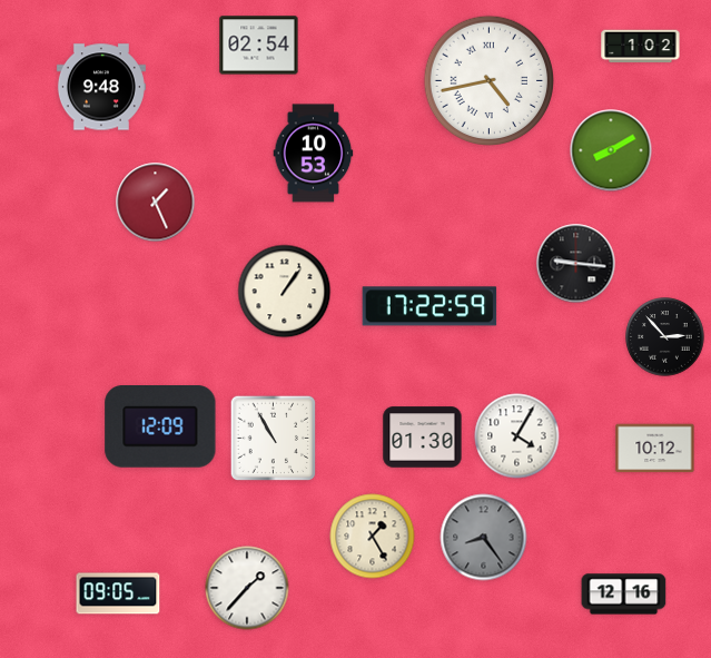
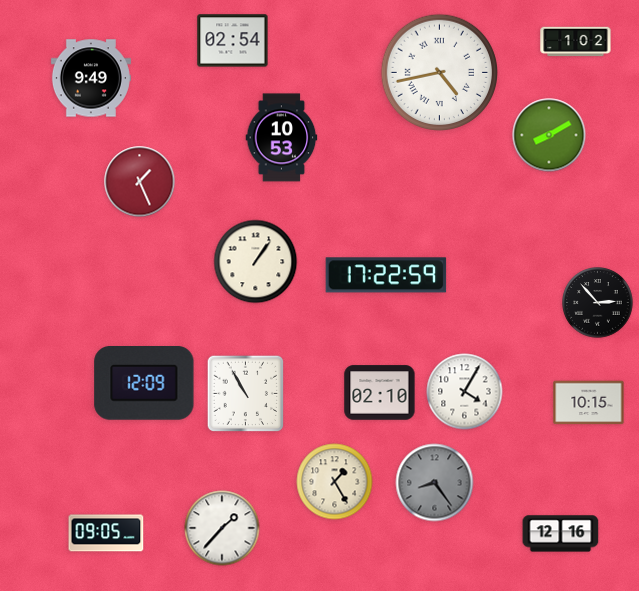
clock at (101, 87): 9:48 -> 9:49
clock at (576, 264): 9:16 -> none
clock at (423, 438): 01:30 -> 02:10
clock at (655, 449): 10:12 -> 10:15
